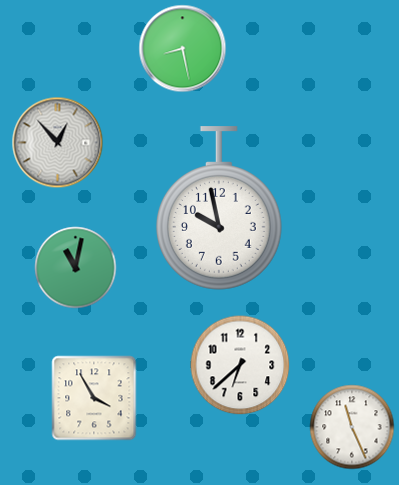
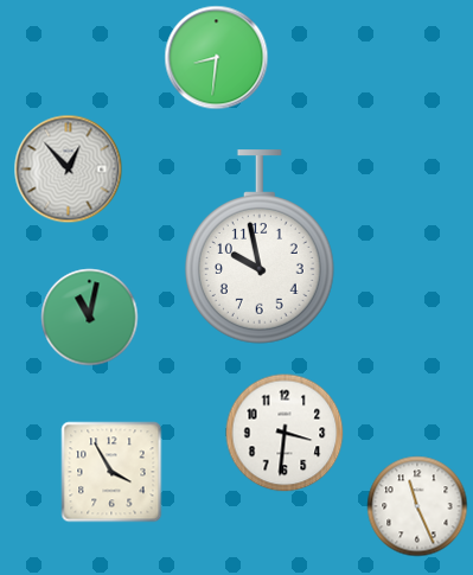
clock at (183, 49): 8:28 -> 8:31
clock at (240, 365): 6:38 -> 3:31
